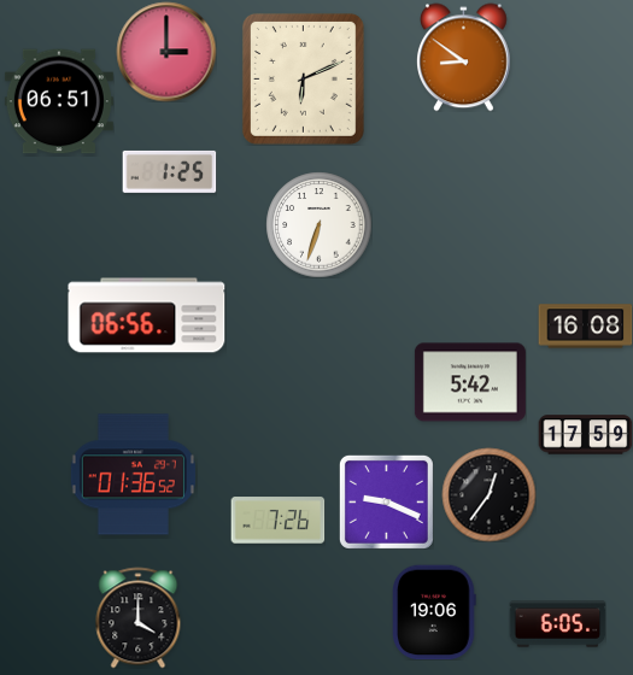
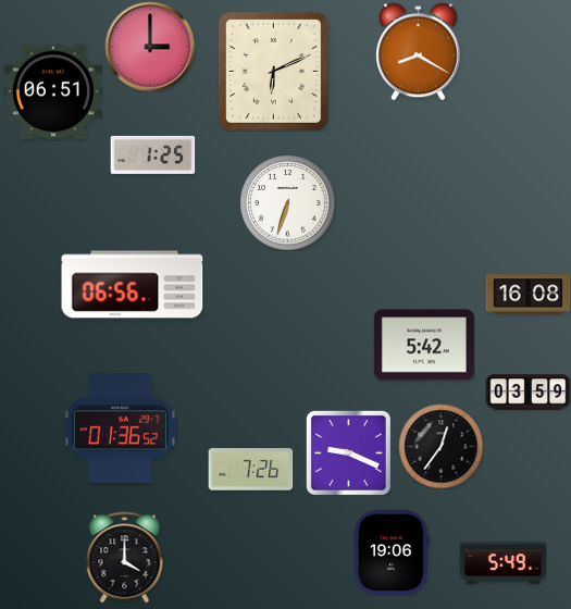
clock at (464, 57): 8:51 -> 8:20
clock at (585, 435): 17:59 -> 03:59
clock at (557, 624): 6:05 -> 5:49
